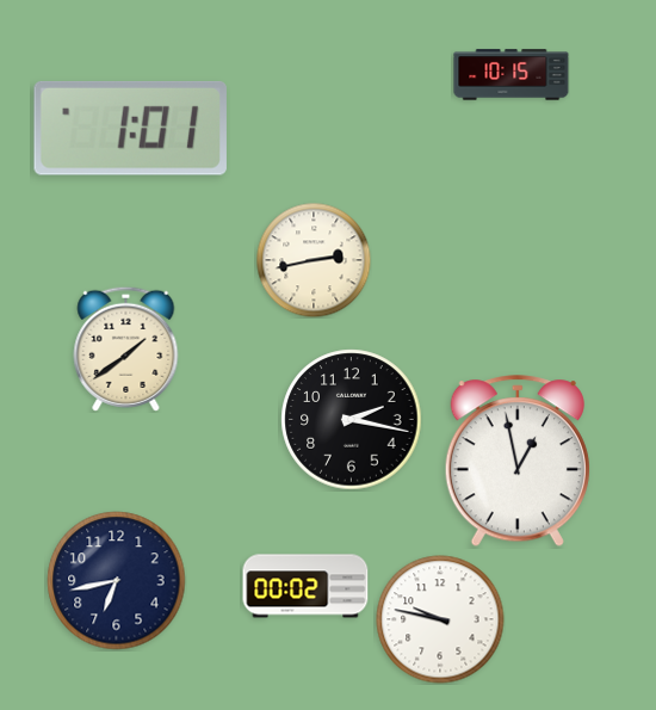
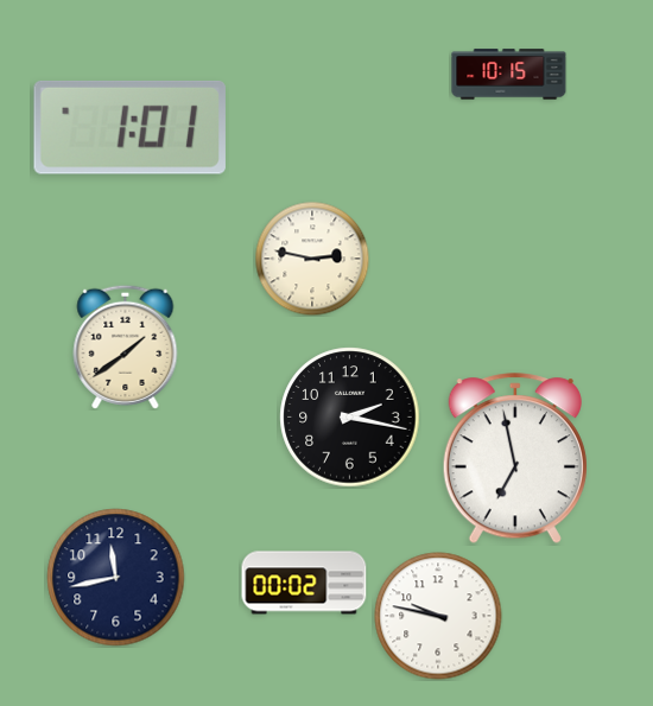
clock at (314, 260): 2:43 -> 2:47
clock at (518, 462): 12:58 -> 6:58
clock at (117, 581): 6:43 -> 11:43
